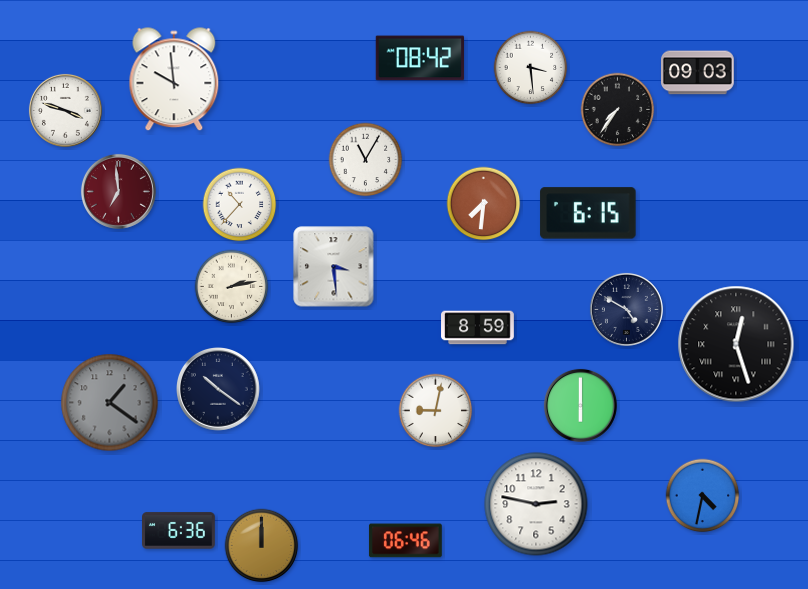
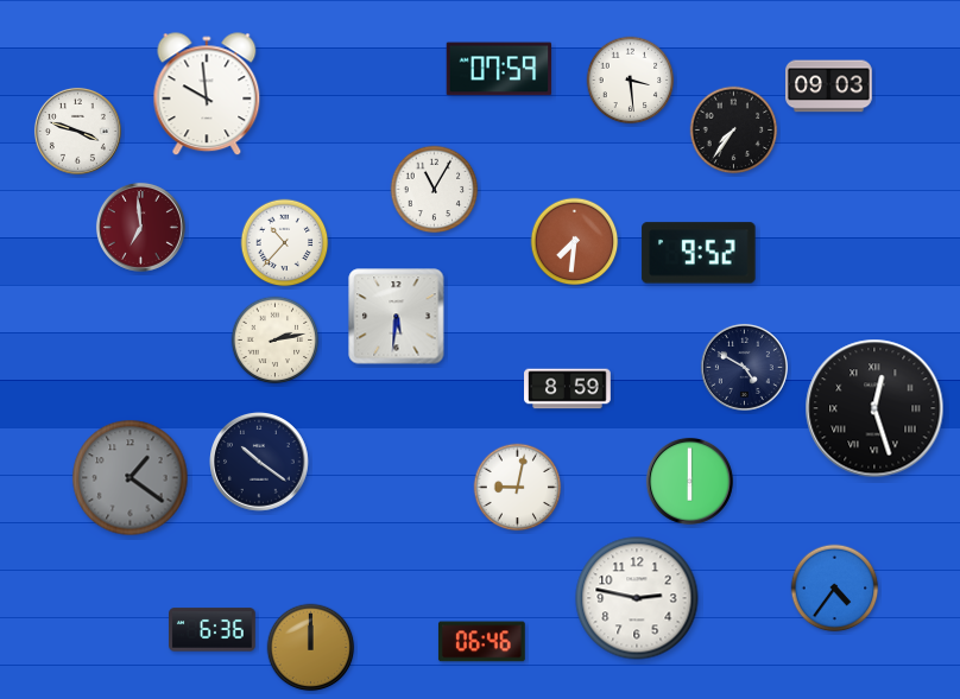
clock at (420, 58): 08:42 -> 07:59
clock at (588, 213): 6:15 -> 9:52
clock at (334, 267): 3:29 -> 5:31
clock at (703, 496): 4:32 -> 4:36
